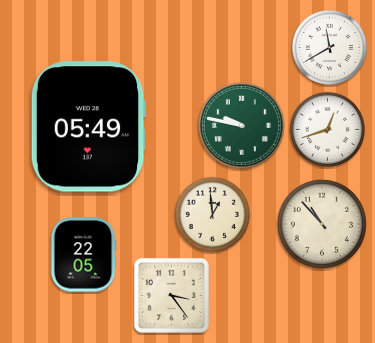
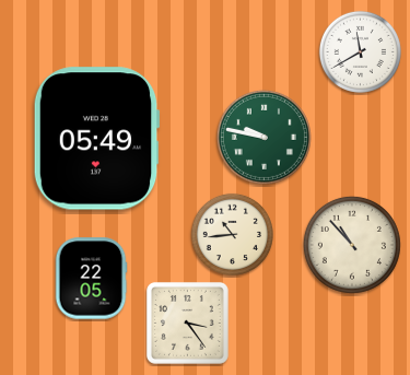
clock at (327, 129): 12:42 -> none
clock at (212, 214): 12:59 -> 10:44
